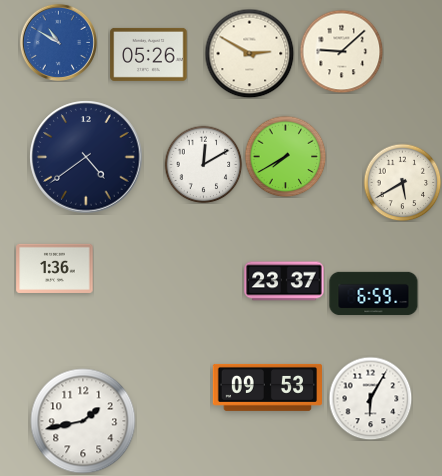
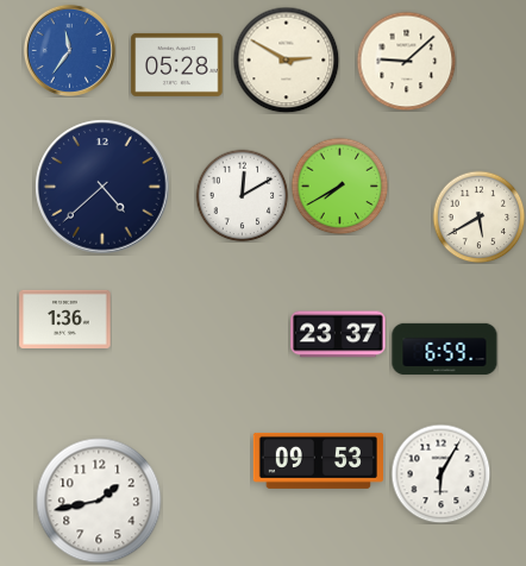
clock at (58, 42): 10:50 -> 11:36
clock at (249, 53) position: (249, 53) -> (286, 59)
clock at (149, 54): 05:26 -> 05:28
clock at (86, 157): 4:39 -> 4:38
